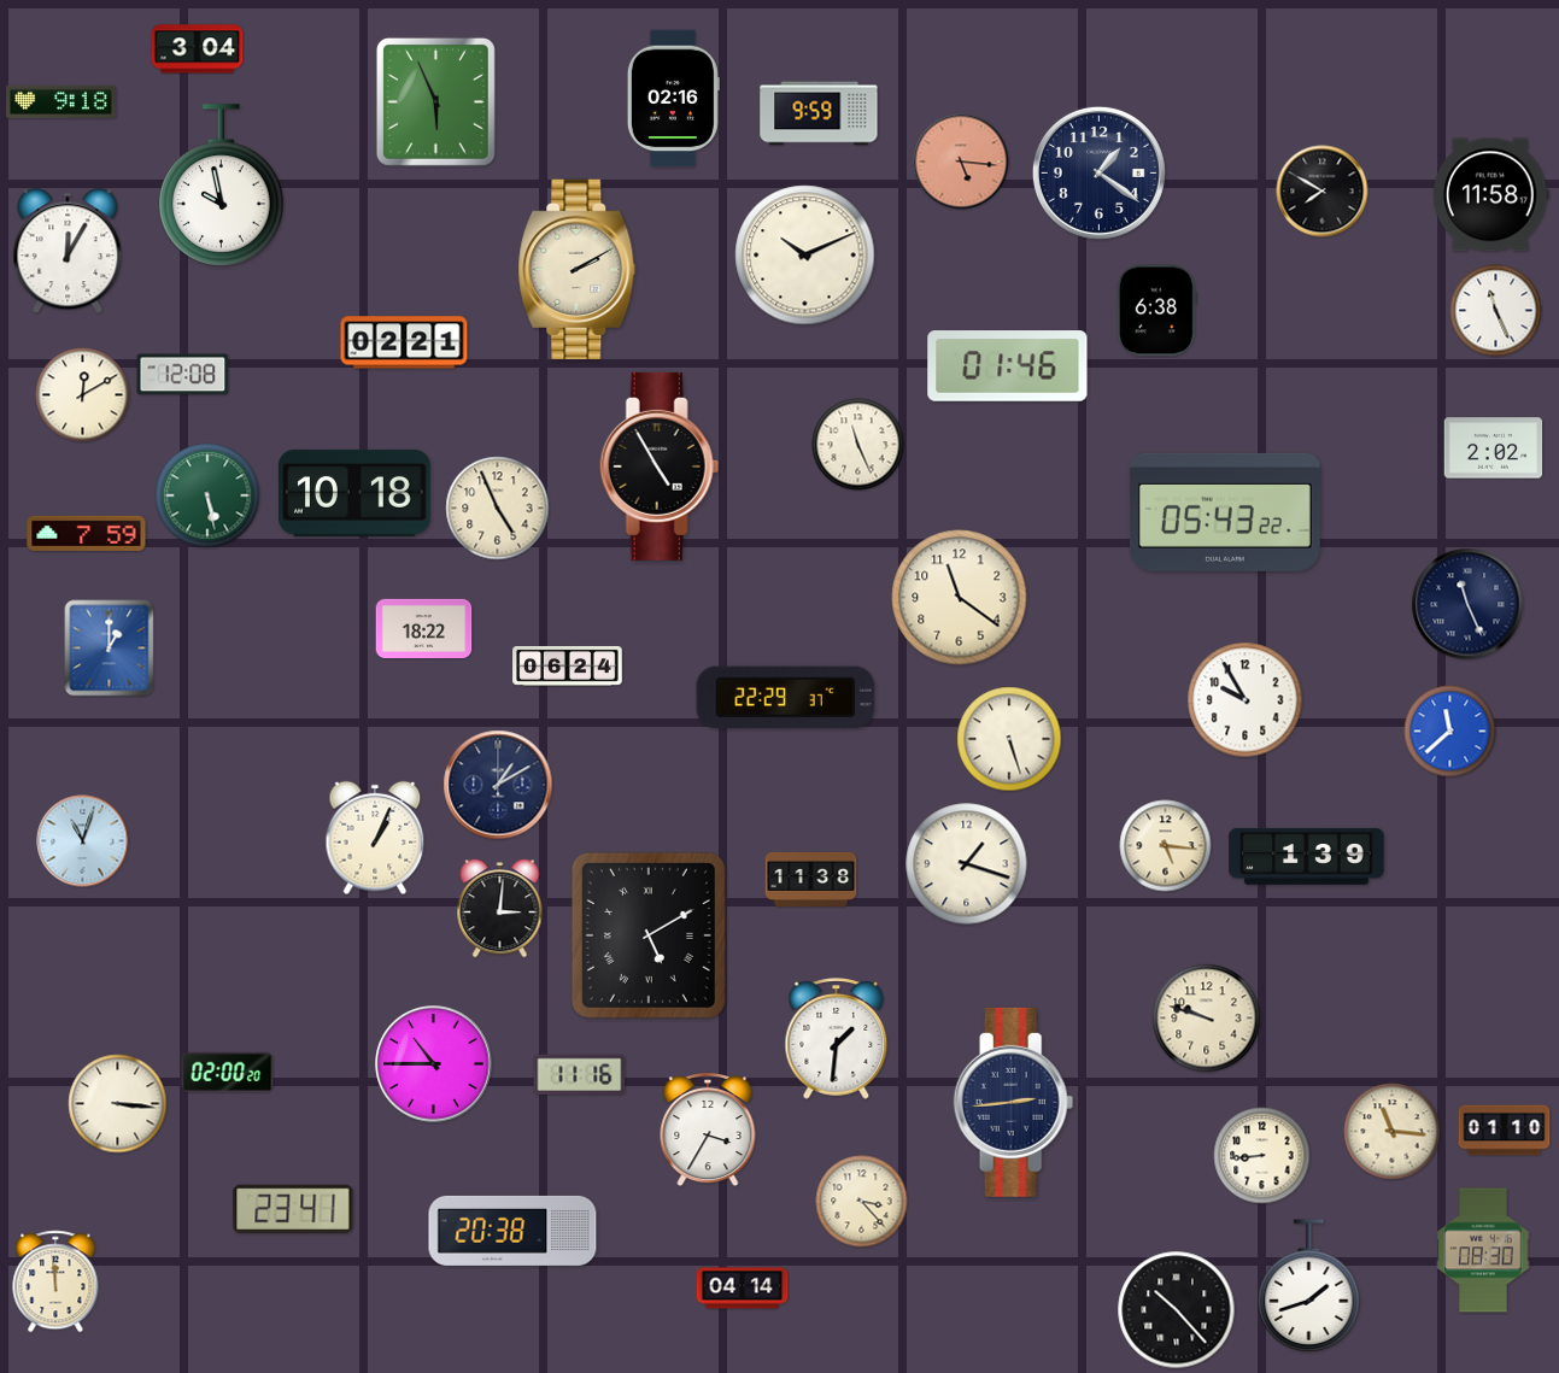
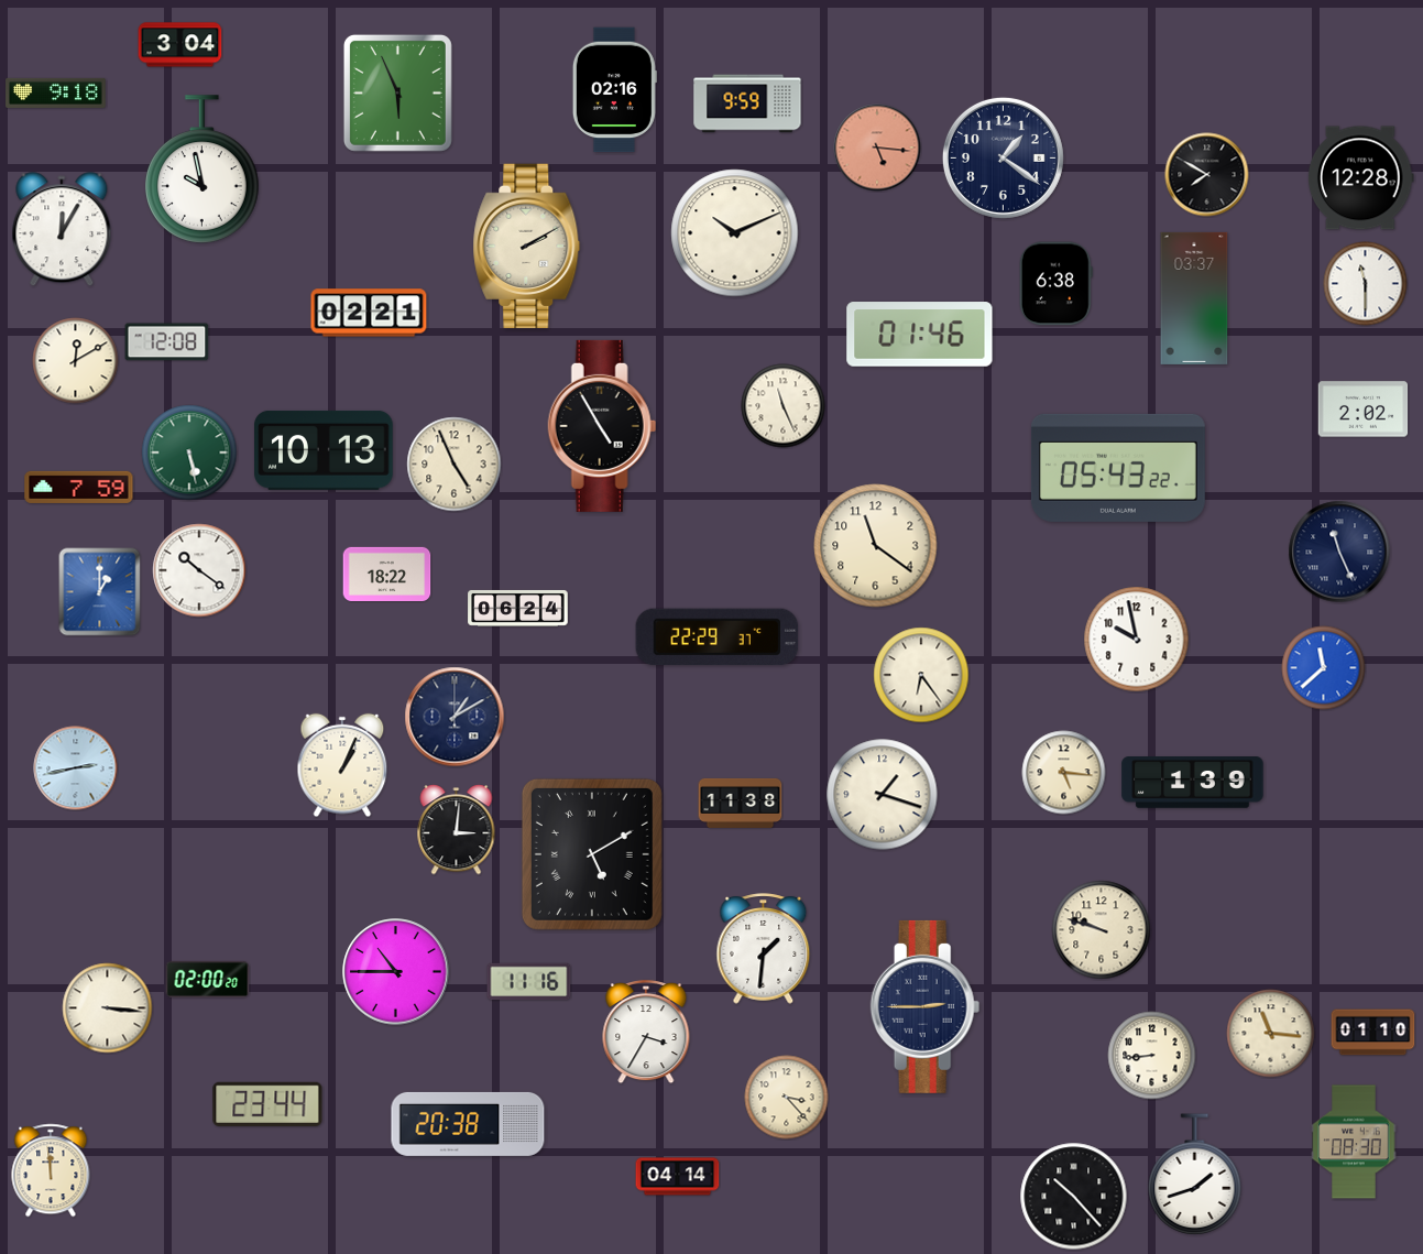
clock at (1490, 195): 11:58 -> 12:28
clock at (1496, 311): 11:26 -> 11:30
clock at (1194, 298): none -> 03:37
clock at (354, 493): 10:18 -> 10:13
clock at (199, 570): none -> 10:21
clock at (1246, 700): 9:55 -> 9:58
clock at (1009, 739): 5:27 -> 6:24
clock at (83, 841): 11:03 -> 2:43
clock at (967, 864) position: (967, 864) -> (883, 795)
clock at (1014, 1102): 2:44 -> 2:45
clock at (293, 1209): 23:41 -> 23:44
